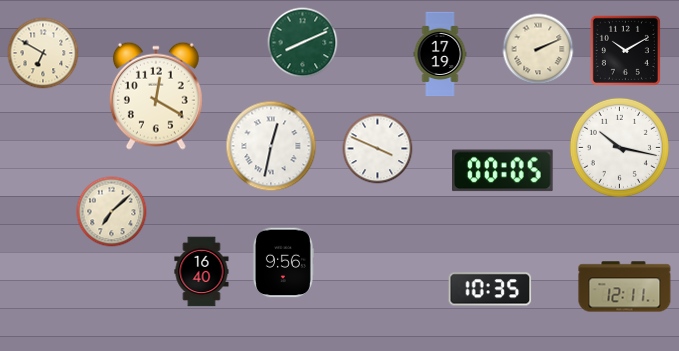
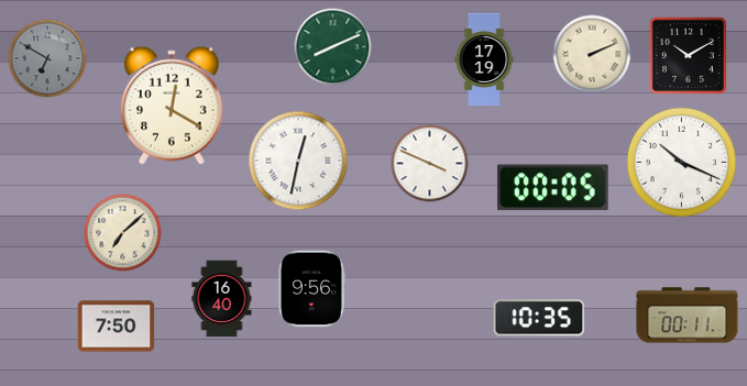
clock at (43, 53) dial: cream -> grey
clock at (619, 147): 10:17 -> 10:19
clock at (378, 149) position: (378, 149) -> (430, 164)
clock at (625, 287): 12:11 -> 00:11
clock at (117, 327): none -> 7:50
